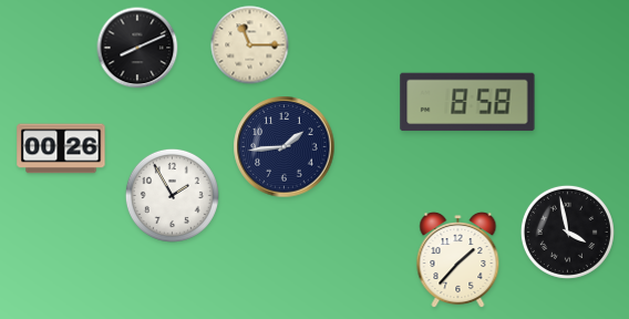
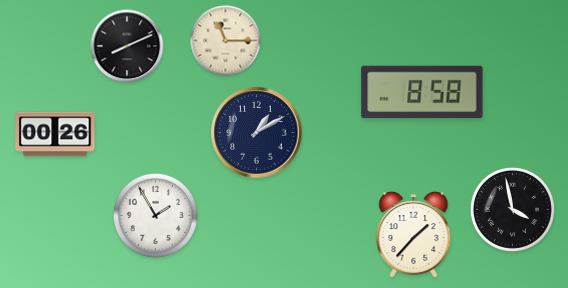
clock at (137, 48) position: (137, 48) -> (127, 46)
clock at (285, 147): 1:44 -> 1:10
clock at (172, 195) position: (172, 195) -> (155, 215)
